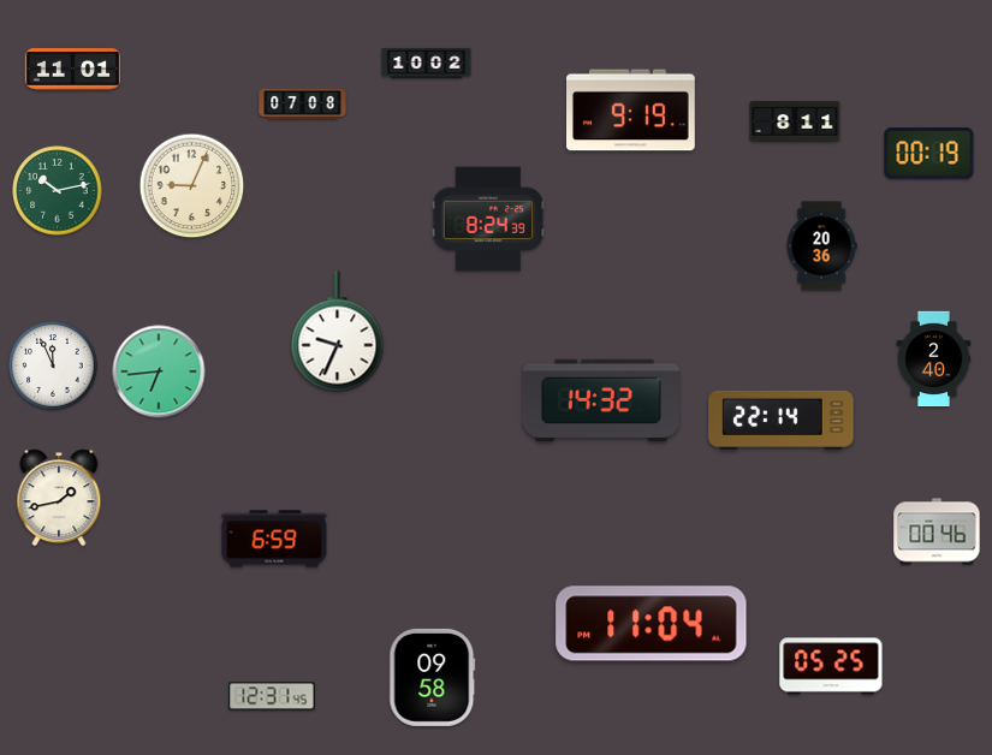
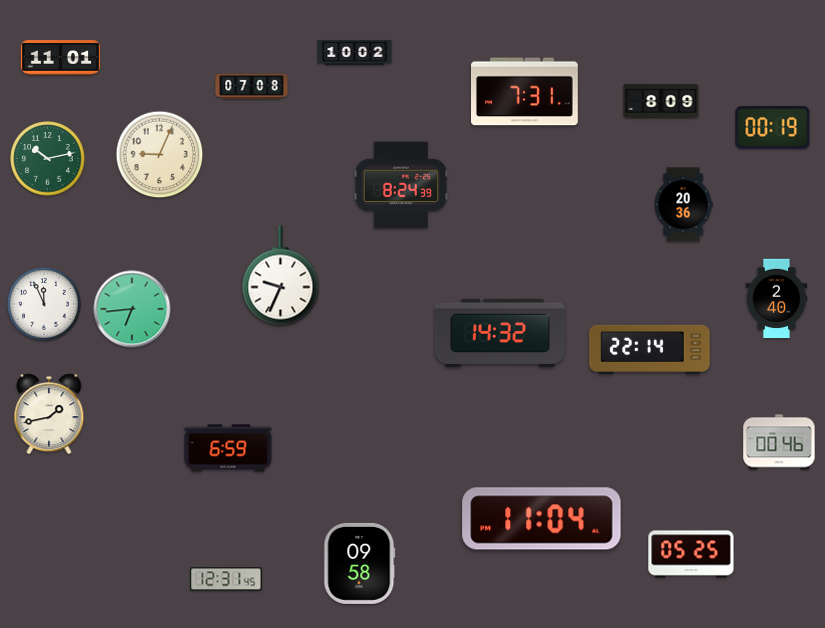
clock at (631, 111): 9:19 -> 7:31
clock at (795, 121): 8:11 -> 8:09
clock at (488, 219) position: (488, 219) -> (401, 185)
